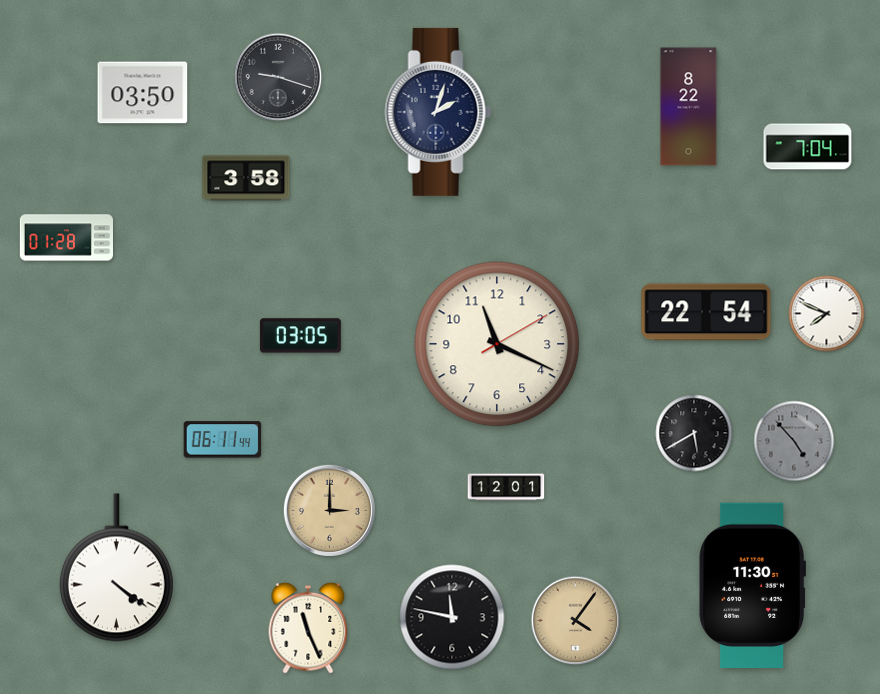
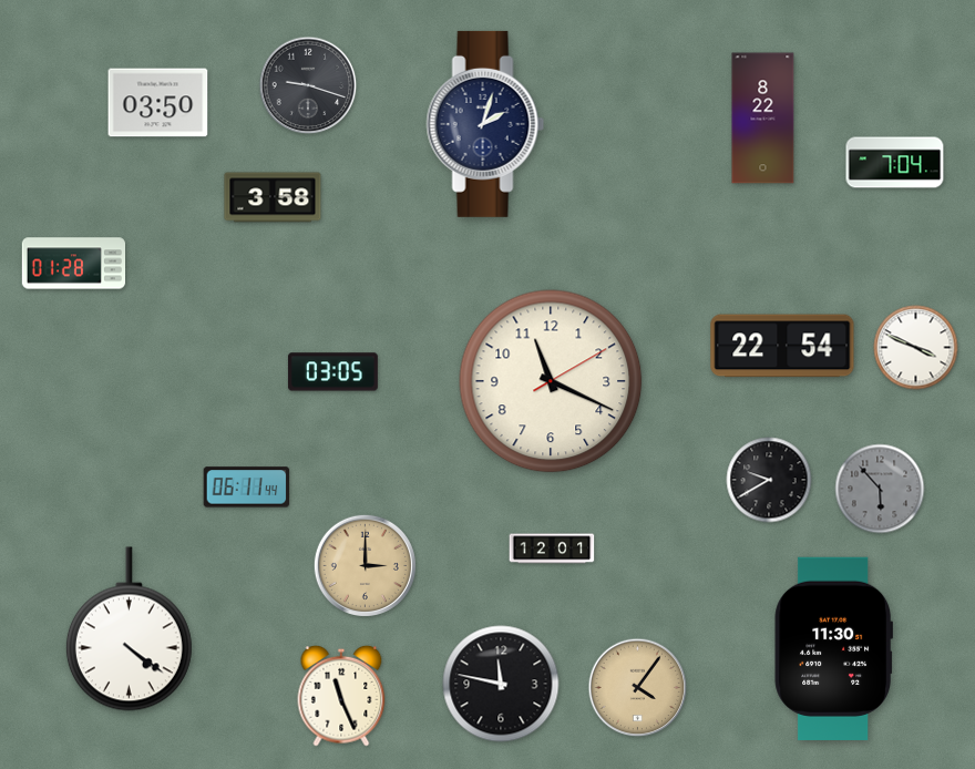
clock at (827, 314): 7:49 -> 3:49
clock at (694, 433): 5:40 -> 9:40
clock at (794, 441): 4:53 -> 5:53
clock at (506, 487) position: (506, 487) -> (552, 548)
